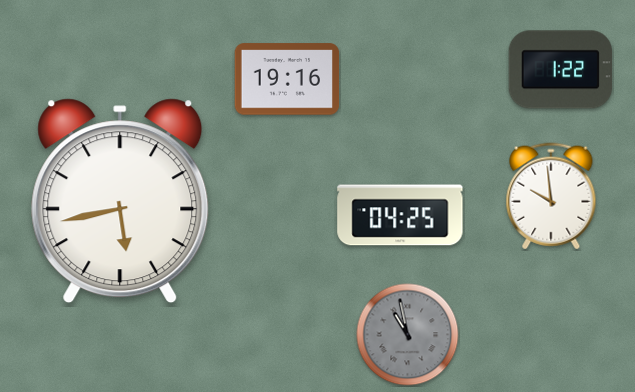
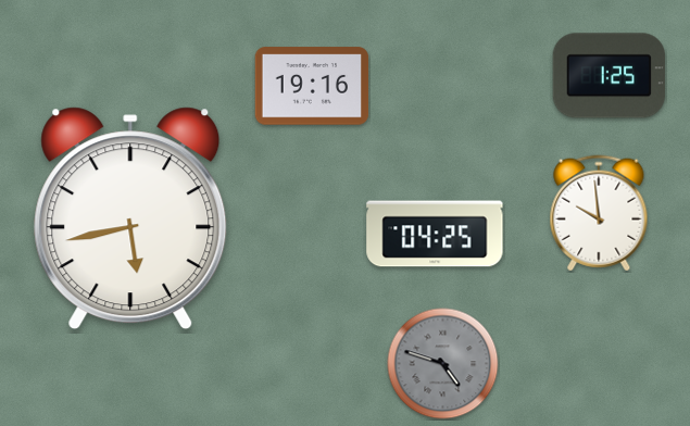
clock at (561, 70): 1:22 -> 1:25
clock at (408, 335): 10:58 -> 4:48
